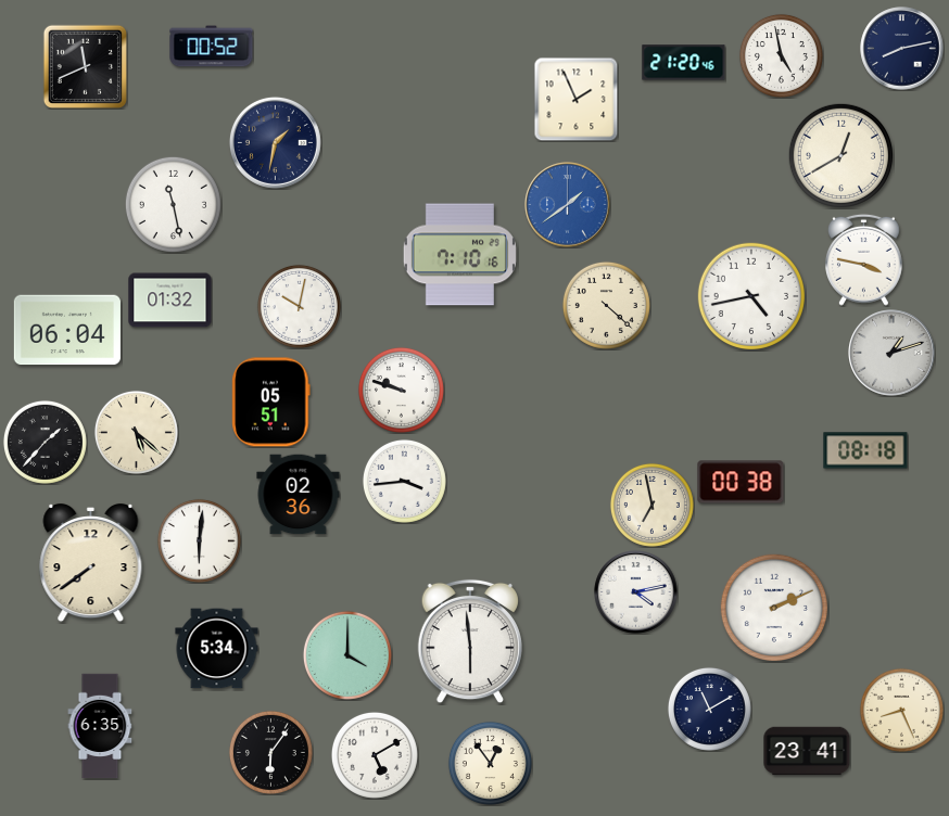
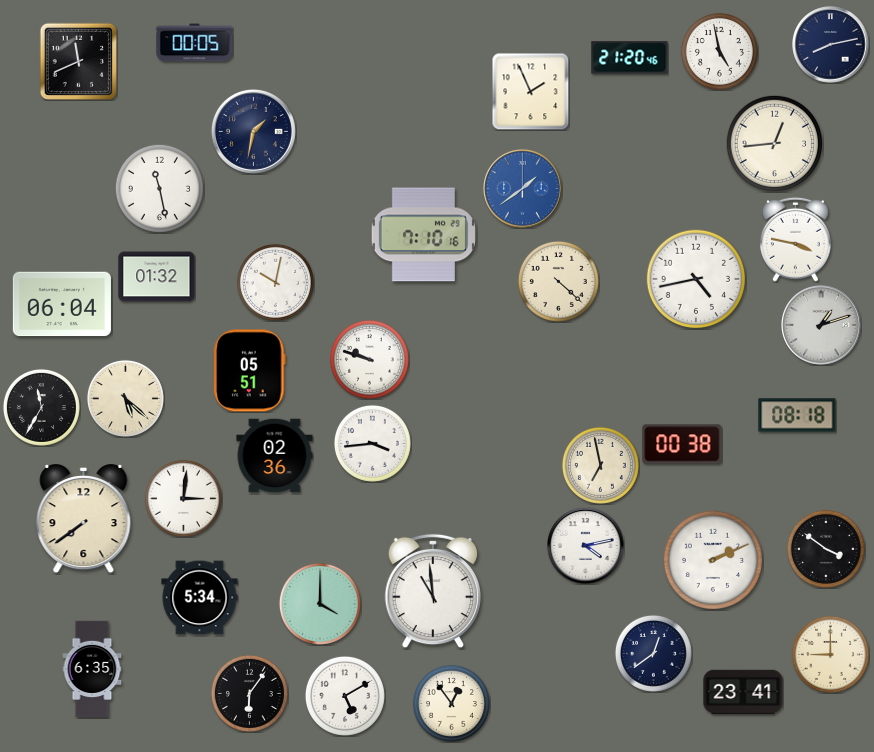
clock at (212, 47): 00:52 -> 00:05
clock at (840, 155): 12:40 -> 12:44
clock at (750, 295) position: (750, 295) -> (695, 278)
clock at (45, 442): 1:37 -> 11:35
clock at (199, 540): 6:01 -> 3:01
clock at (826, 549): none -> 3:51
clock at (469, 641): 5:59 -> 10:59
clock at (709, 709): 11:10 -> 12:39
clock at (901, 710): 8:26 -> 9:00
